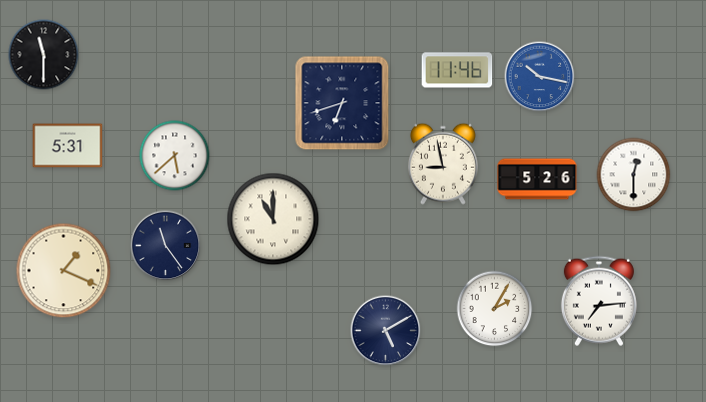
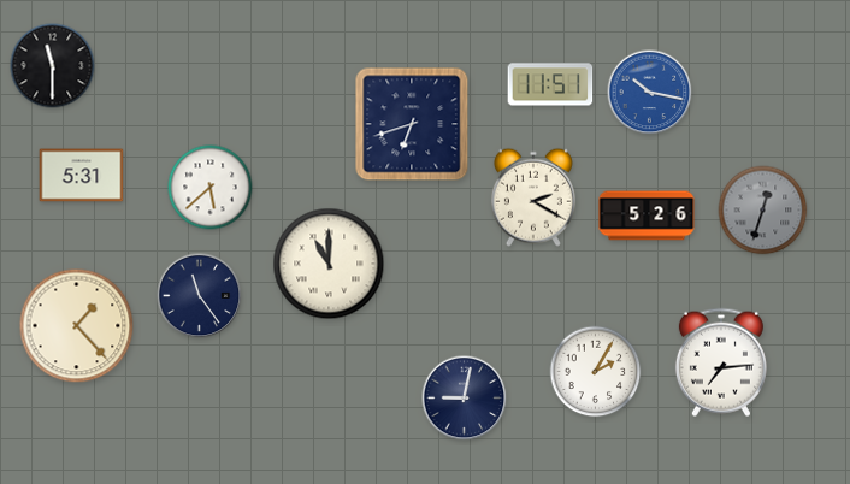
clock at (457, 70): 11:46 -> 11:51
clock at (443, 164): 8:58 -> 2:20
clock at (634, 175): 12:30 -> 12:33
clock at (634, 175) dial: white -> grey
clock at (64, 271): 1:19 -> 1:23
clock at (386, 331): 5:10 -> 9:02
